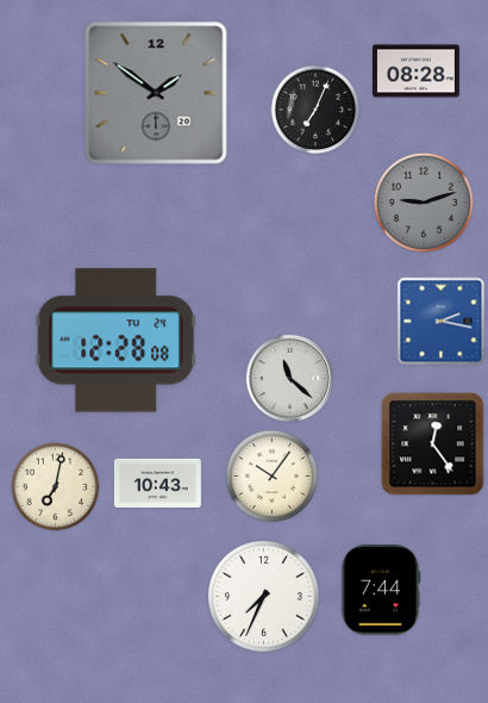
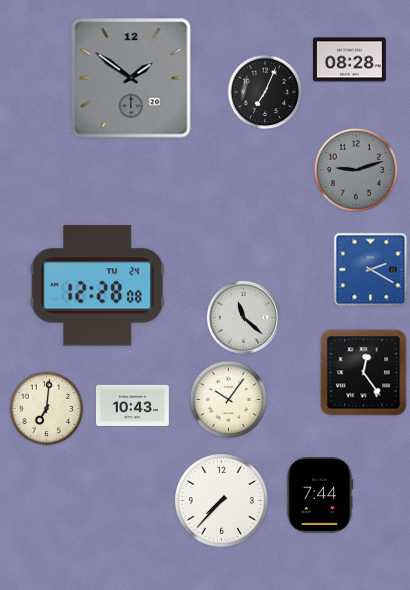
clock at (442, 322): 2:17 -> 2:20
clock at (56, 487): 7:02 -> 7:01
clock at (264, 597): 7:34 -> 7:37
